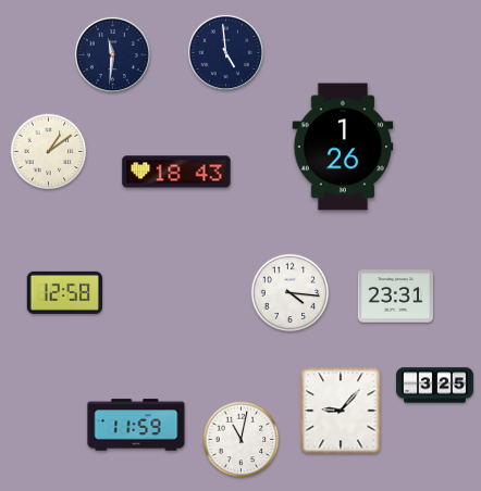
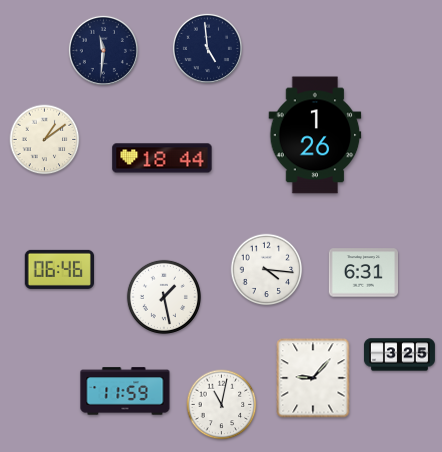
clock at (176, 172): 18:43 -> 18:44
clock at (64, 292): 12:58 -> 06:46
clock at (395, 297): 23:31 -> 6:31
clock at (164, 297): none -> 1:28
